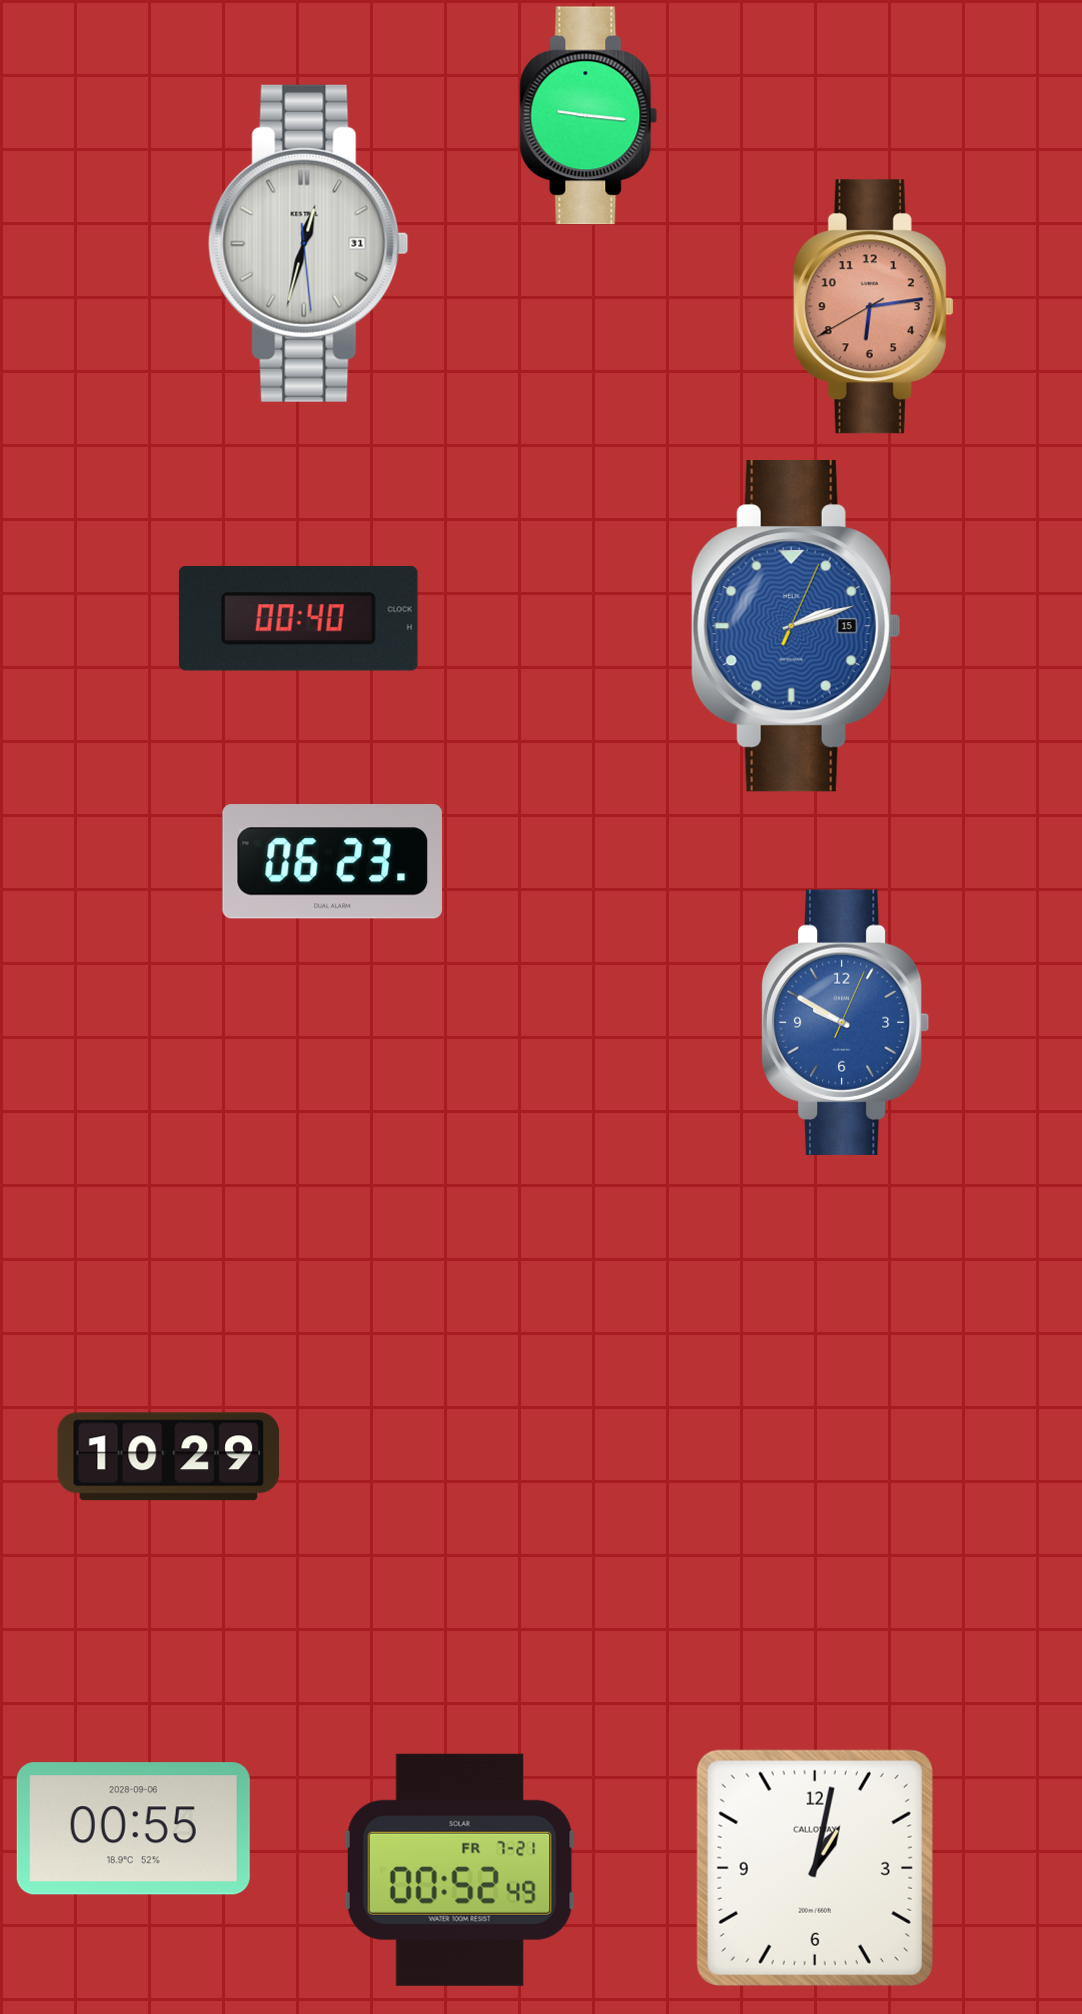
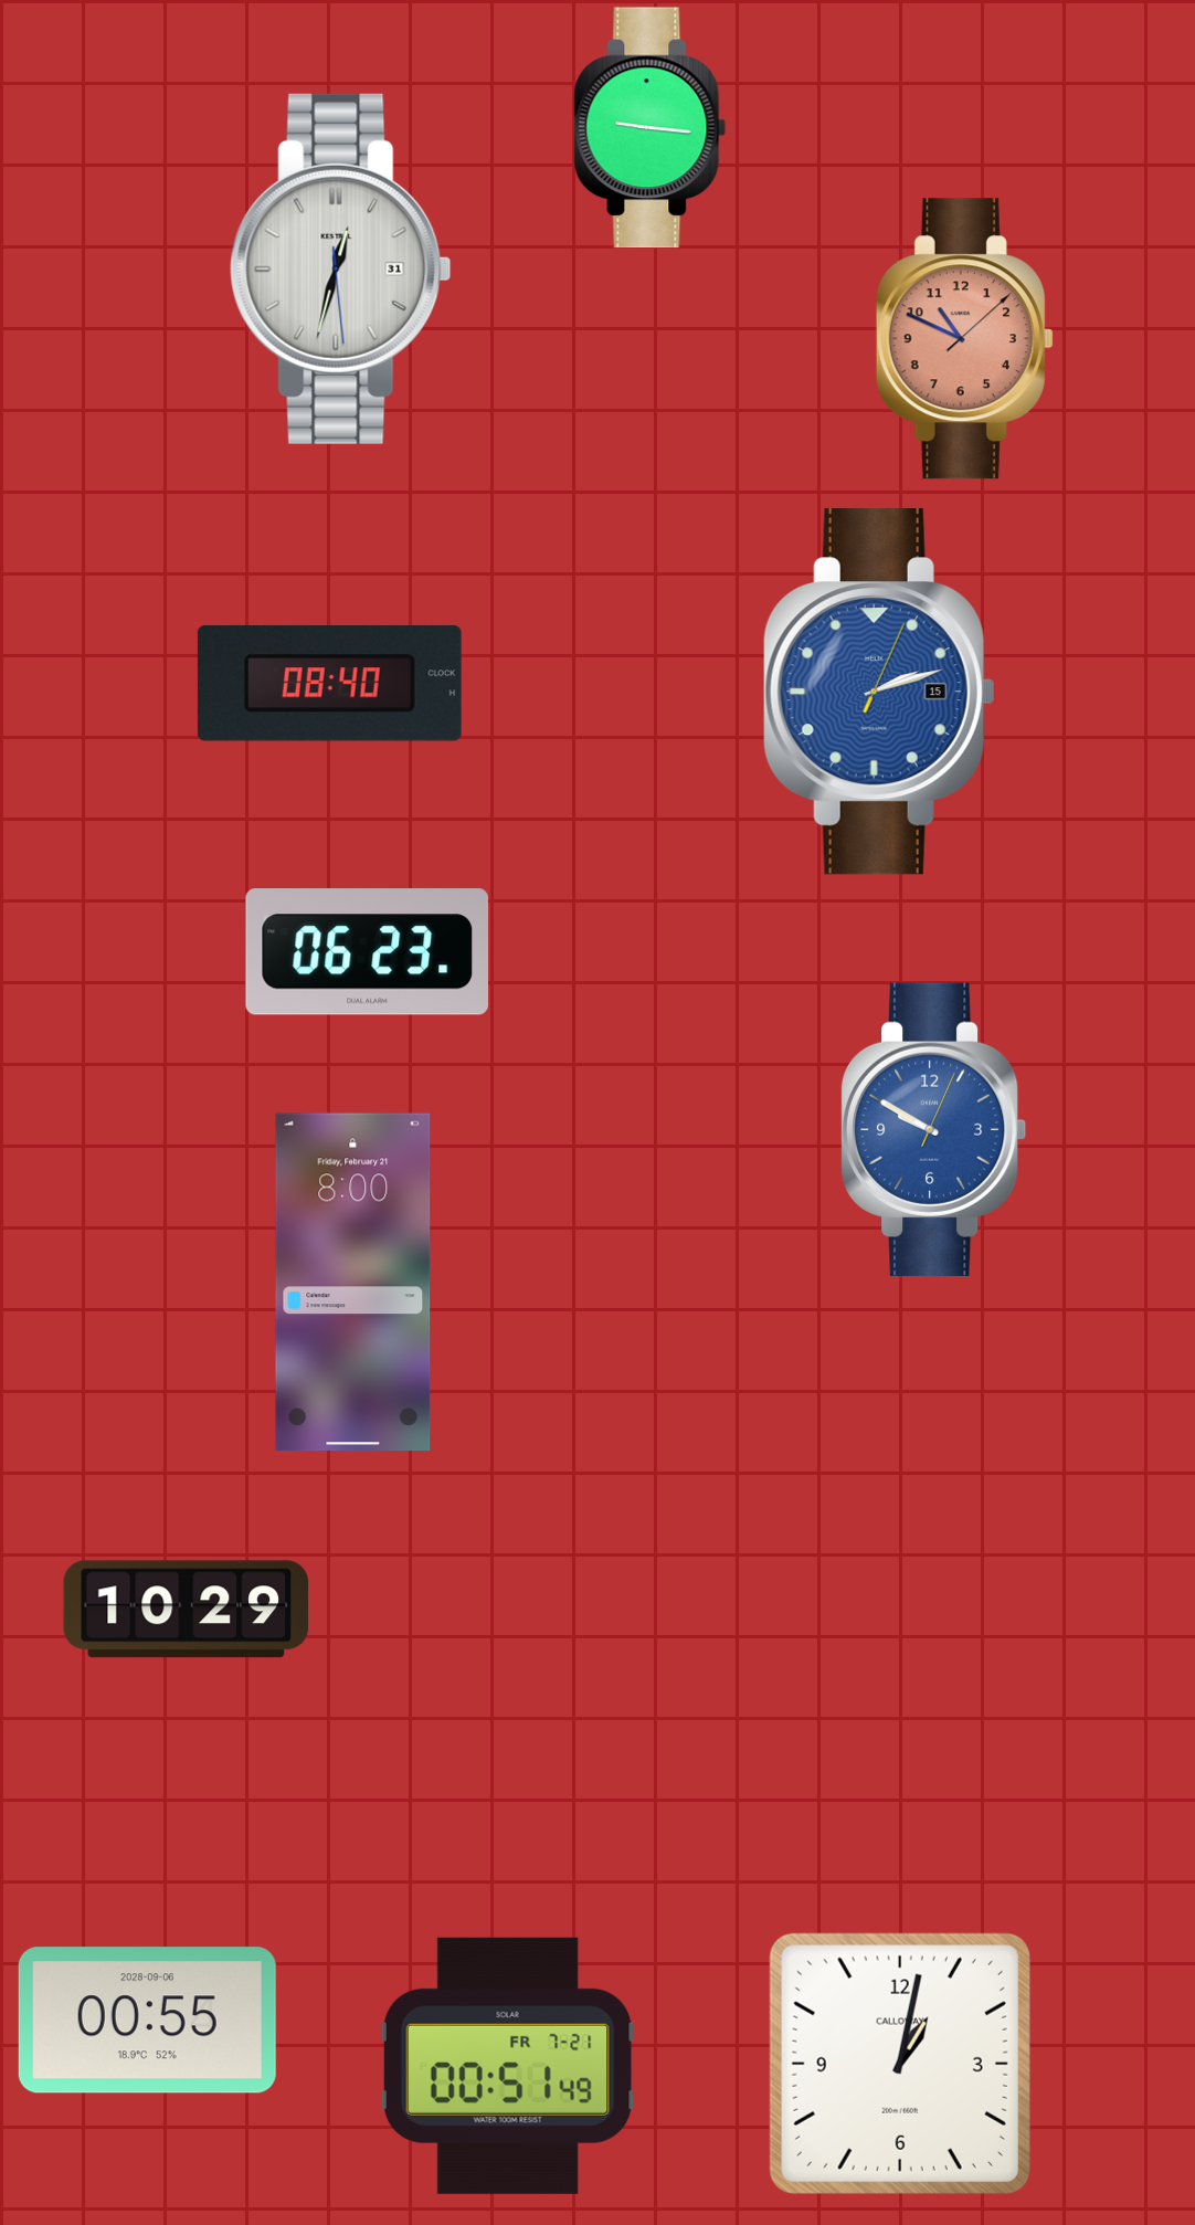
clock at (873, 307): 6:13 -> 10:49
clock at (298, 618): 00:40 -> 08:40
clock at (353, 1283): none -> 8:00
clock at (460, 1870): 00:52 -> 00:51
